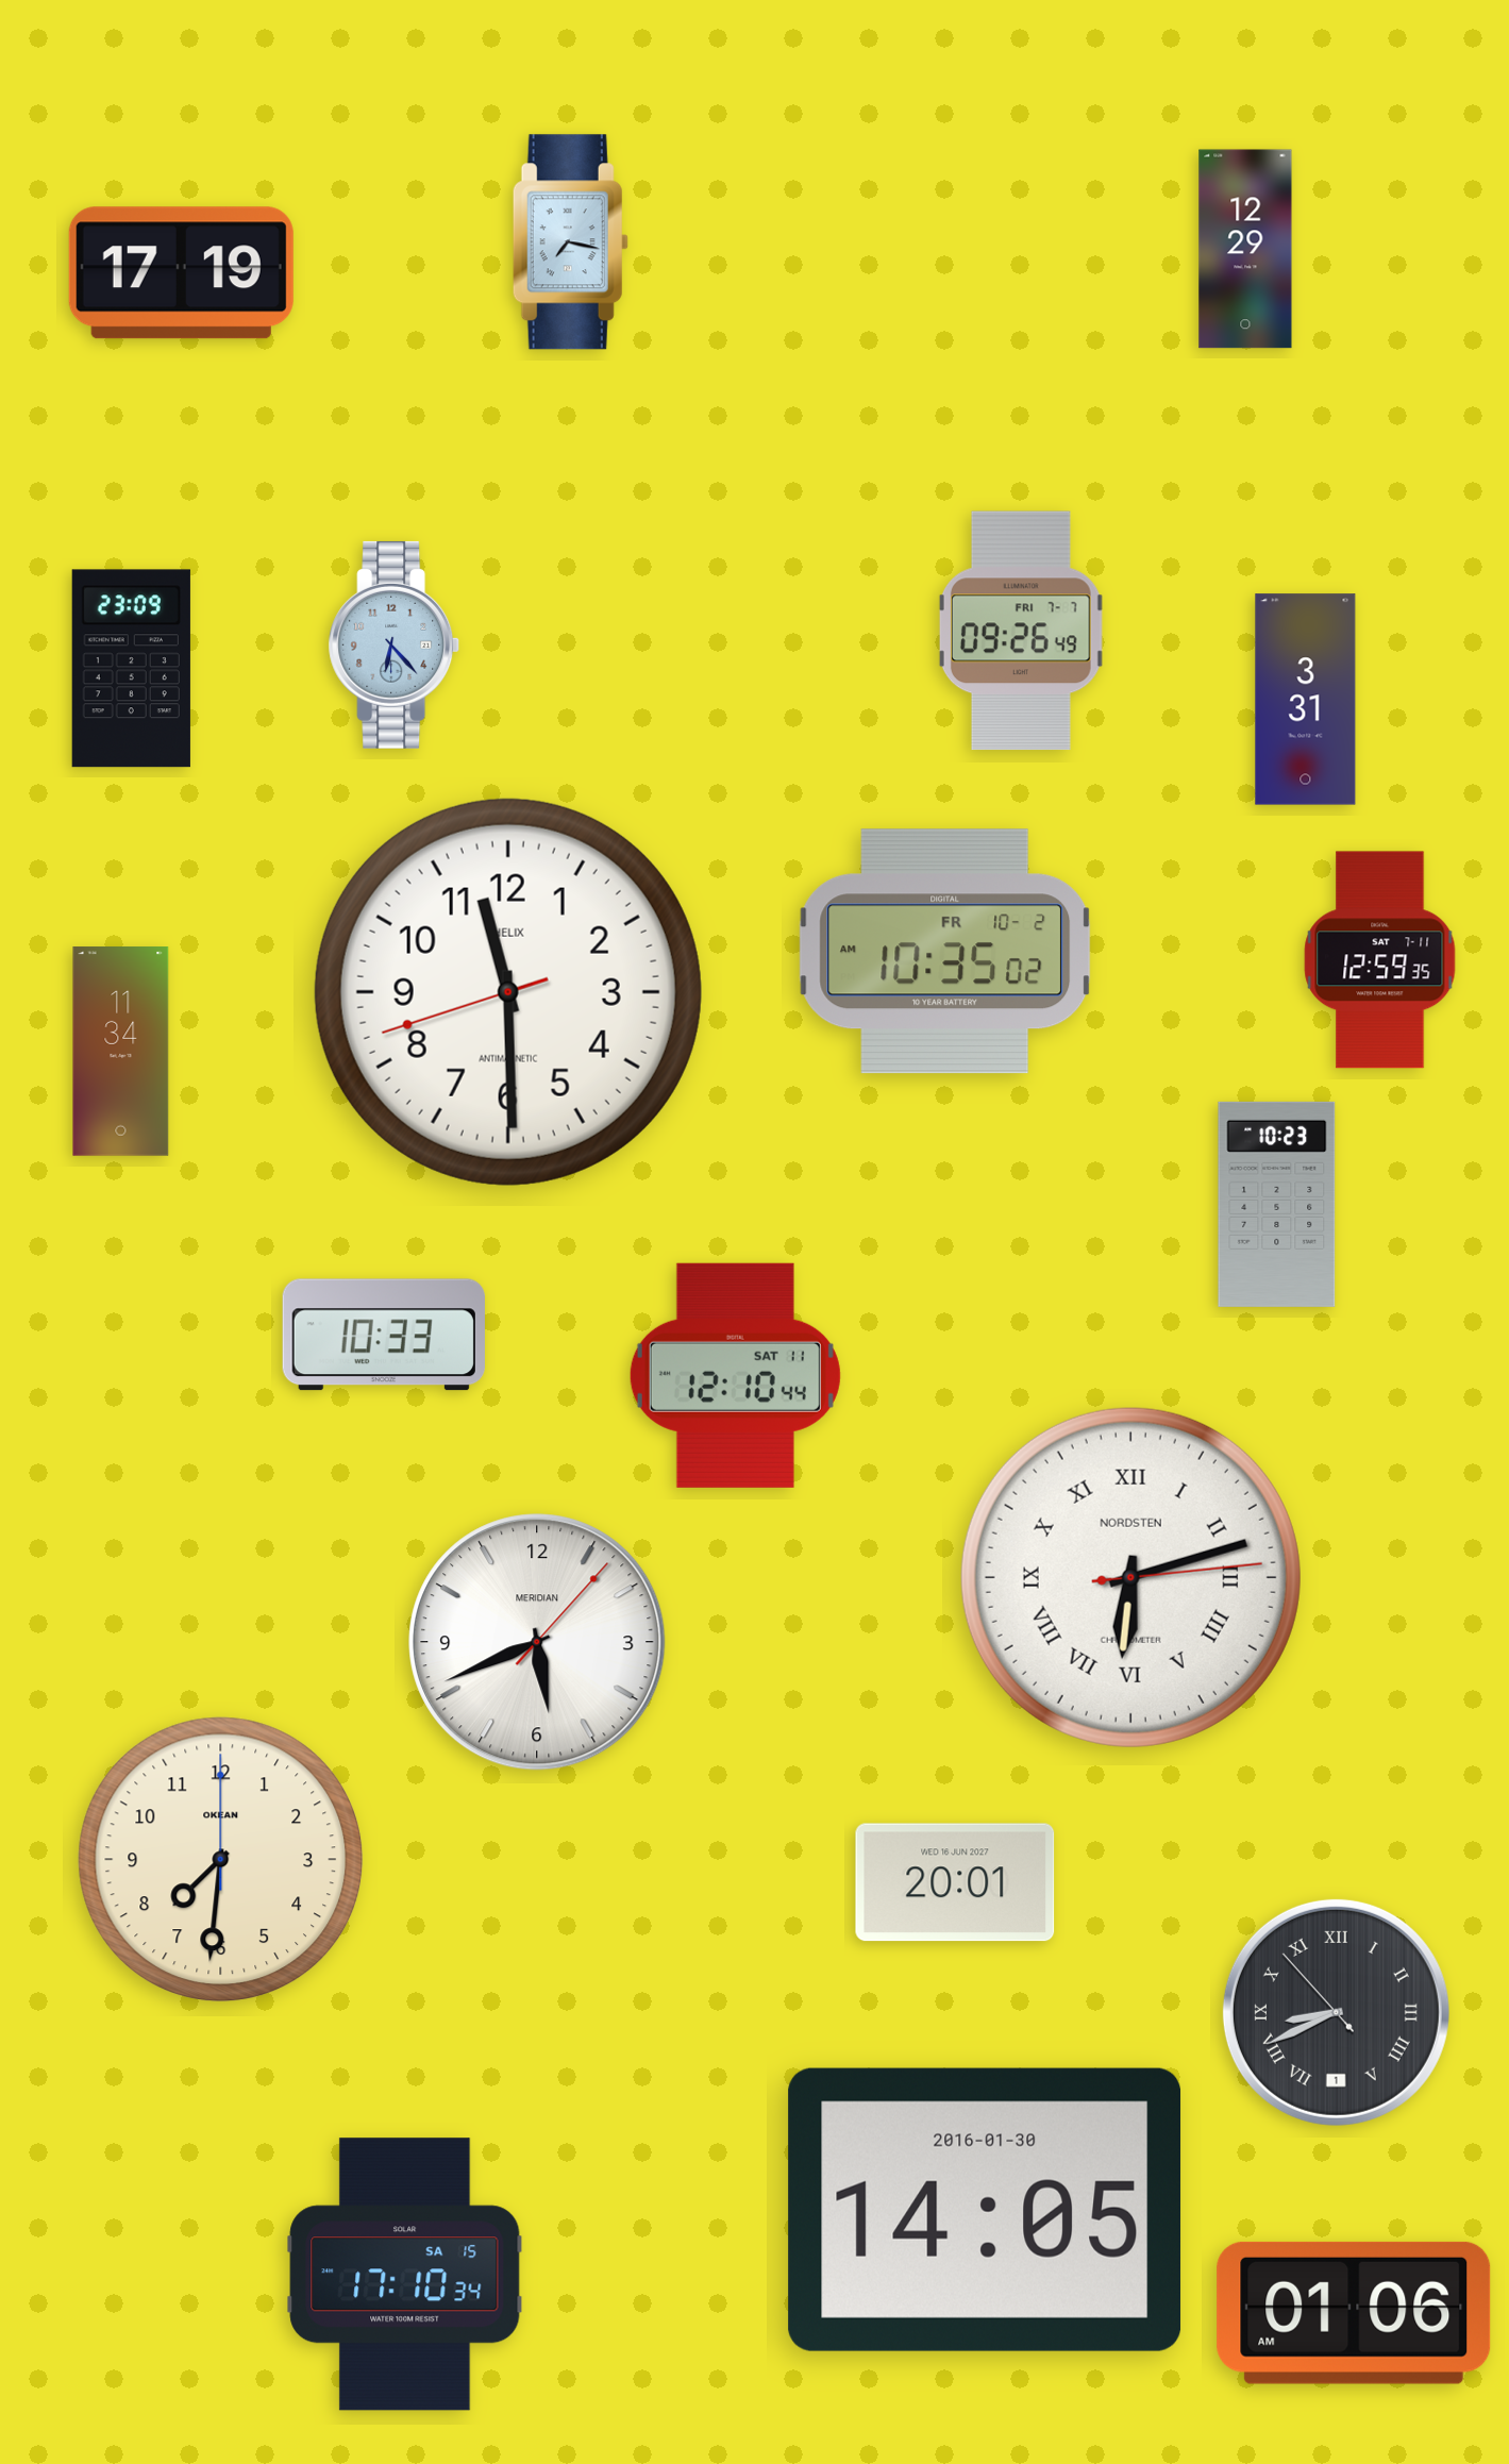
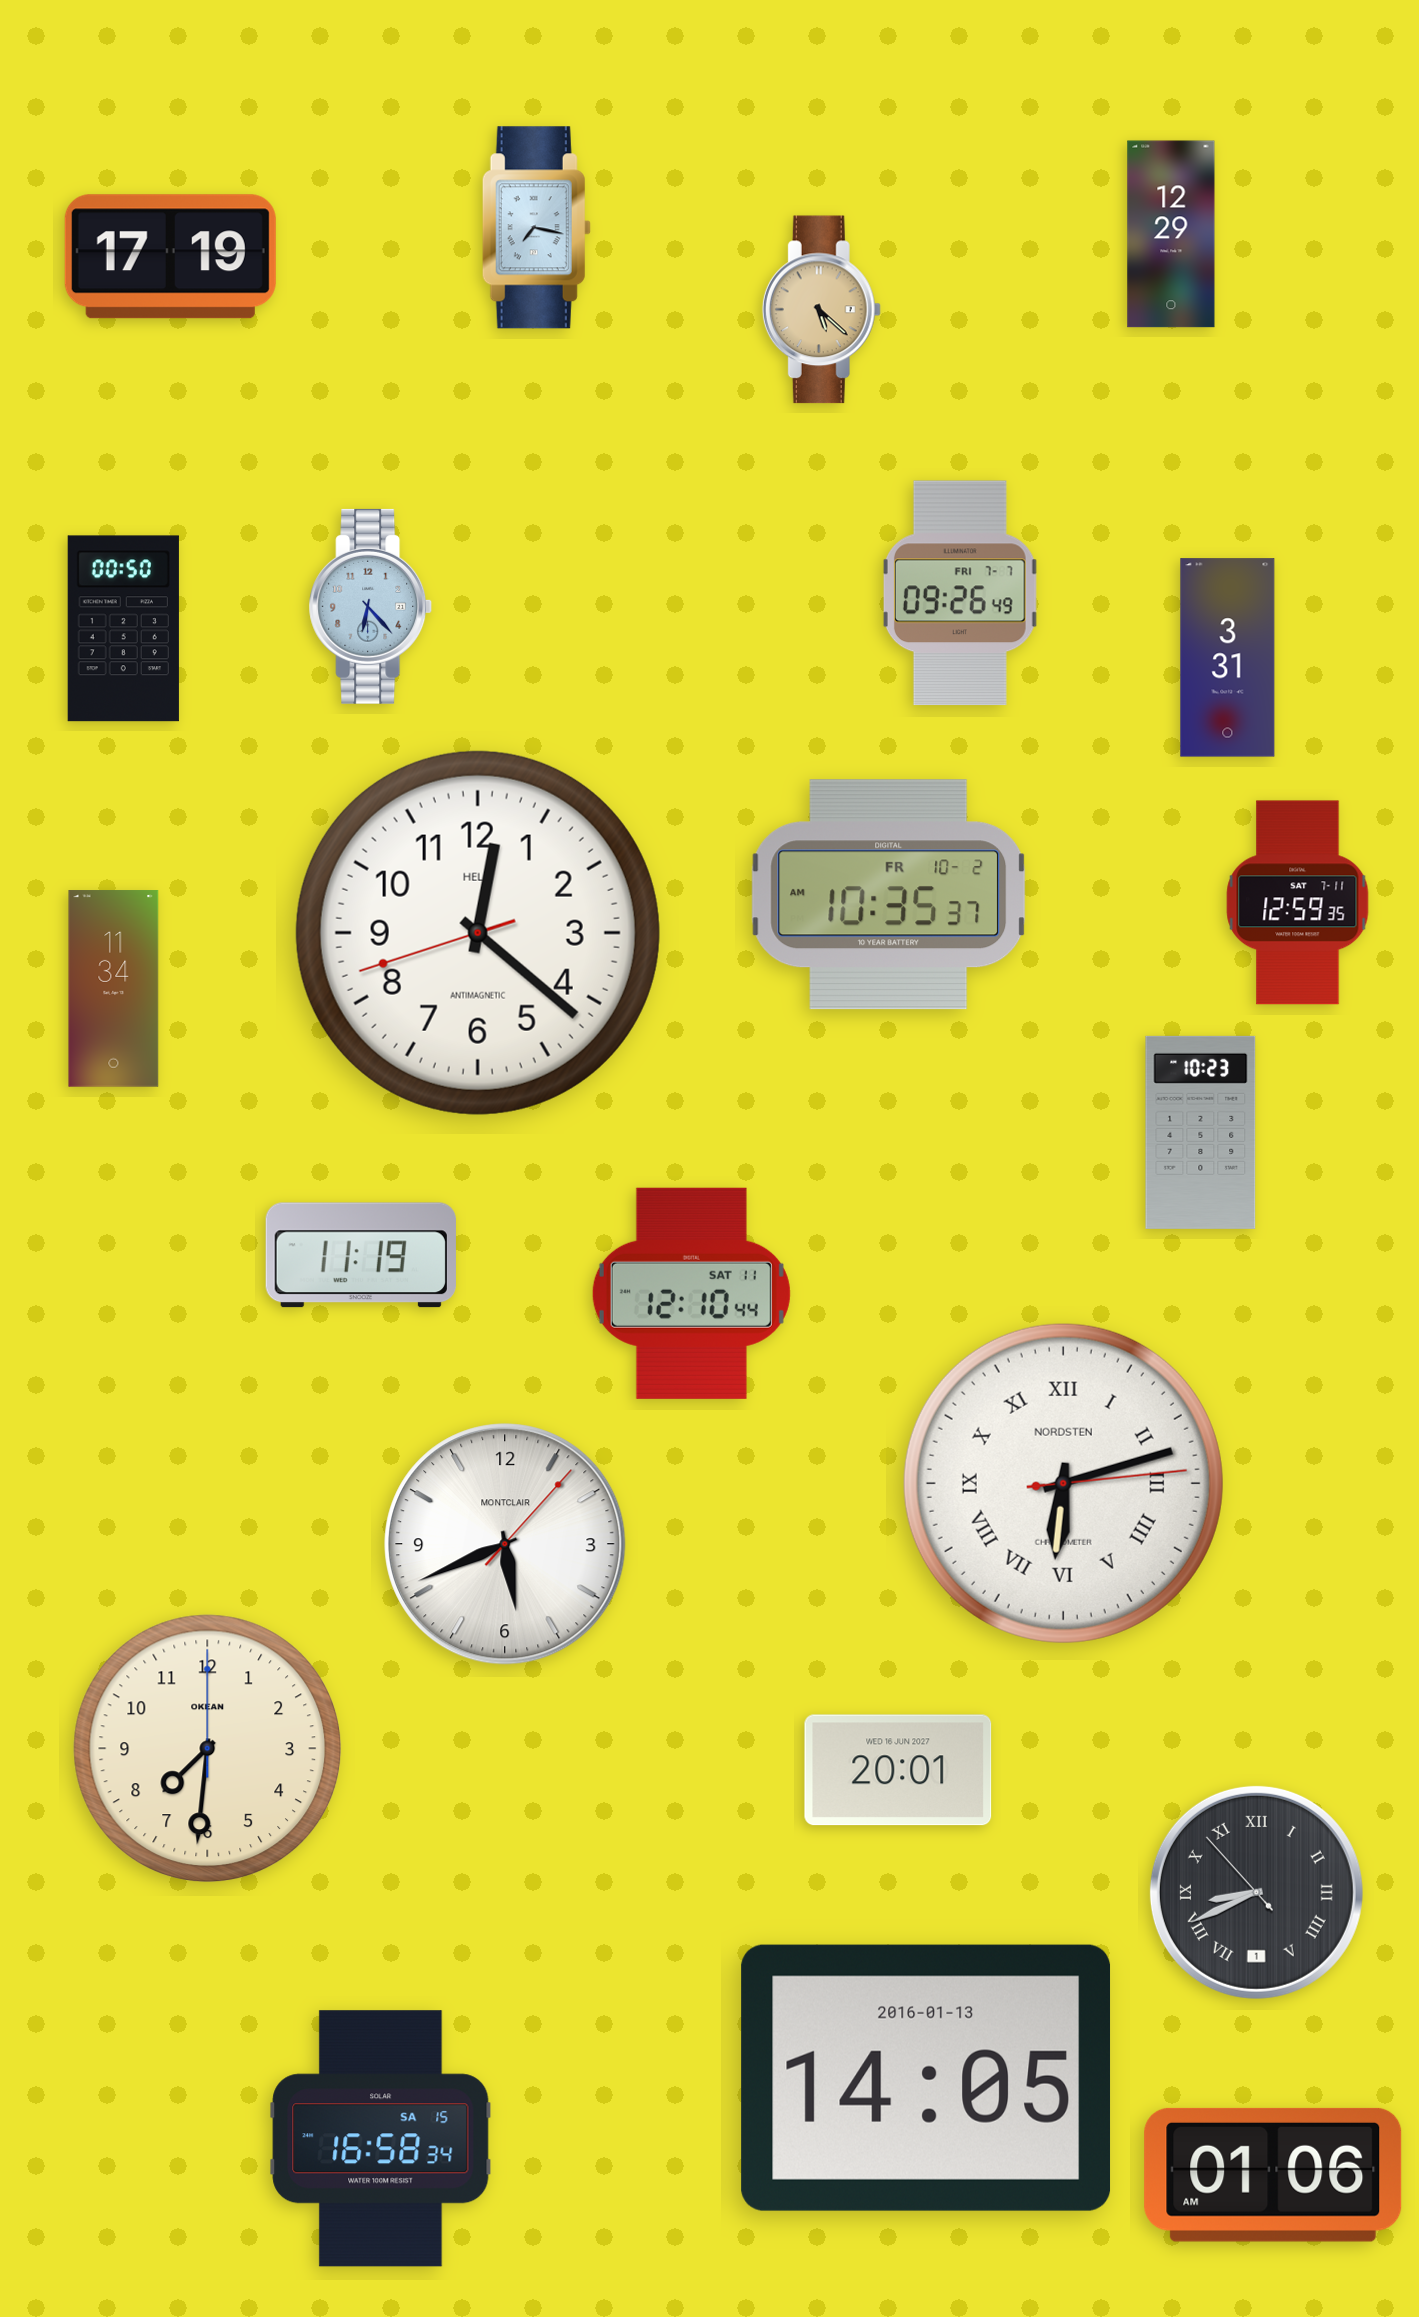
clock at (821, 310): none -> 5:22
clock at (131, 669): 23:09 -> 00:50
clock at (945, 952): 10:35:02 AM -> 10:35:37 AM
clock at (508, 992): 11:29 -> 12:21
clock at (384, 1335): 10:33 -> 11:19
clock at (537, 1642) brand: MERIDIAN -> MONTCLAIR
clock at (985, 2210) date: 2016-01-30 -> 2016-01-13
clock at (405, 2275): 17:10 -> 16:58
